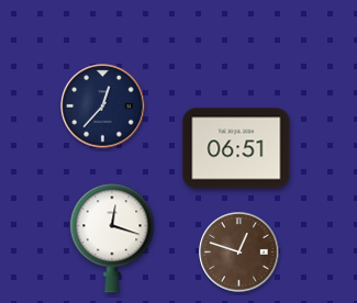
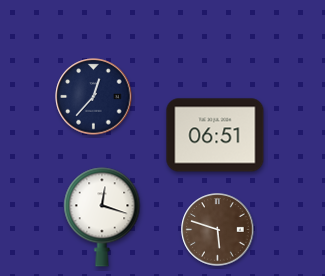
clock at (239, 252): 12:48 -> 5:48
